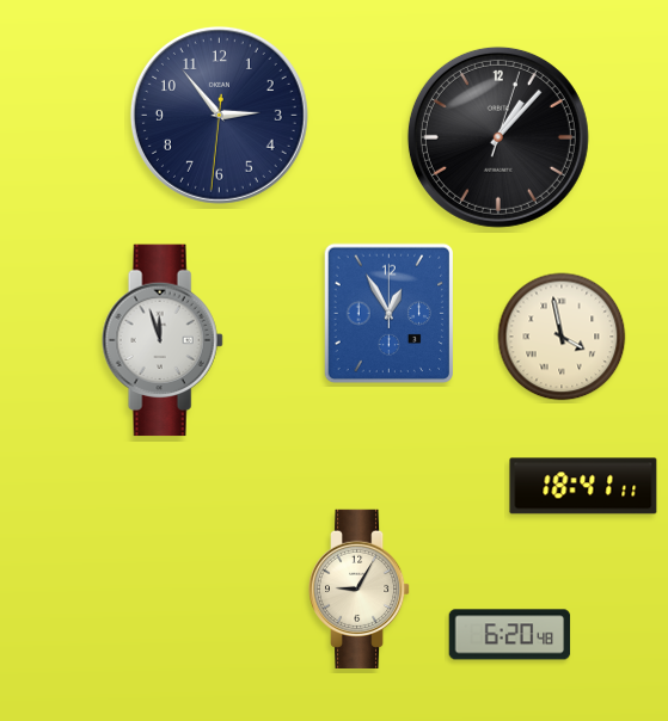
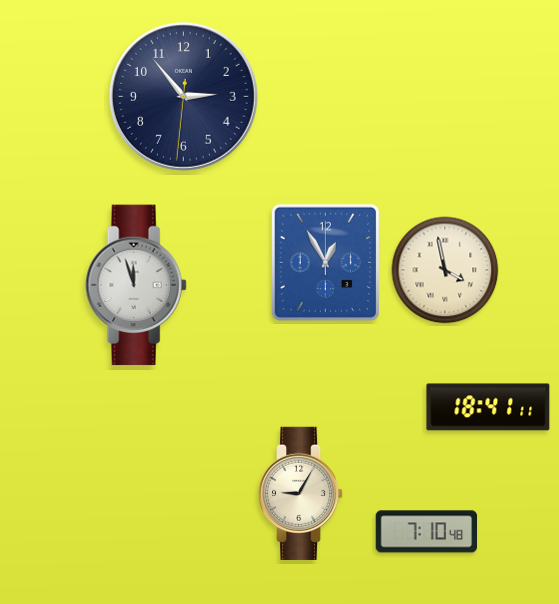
clock at (498, 137): 1:07 -> none
clock at (562, 337) position: (562, 337) -> (445, 270)
clock at (510, 635): 6:20 -> 7:10
